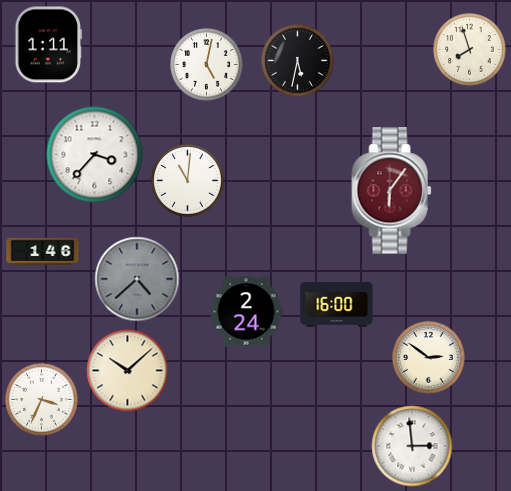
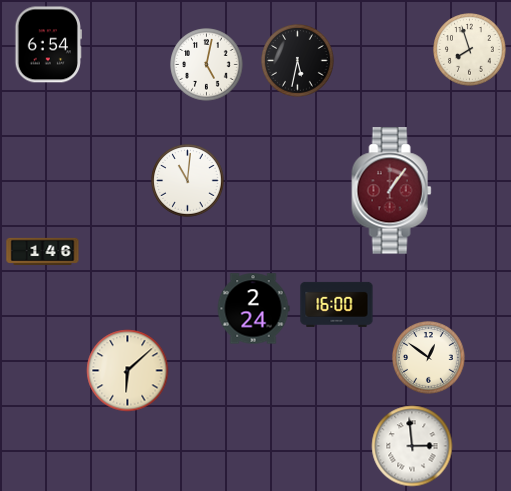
clock at (48, 45): 1:11 -> 6:54
clock at (95, 155): 3:37 -> none
clock at (392, 191): 6:06 -> 1:06
clock at (137, 279): 4:38 -> none
clock at (246, 312) position: (246, 312) -> (253, 309)
clock at (429, 358): 2:51 -> 12:51
clock at (128, 371): 10:08 -> 6:08
clock at (42, 400): 3:34 -> none
